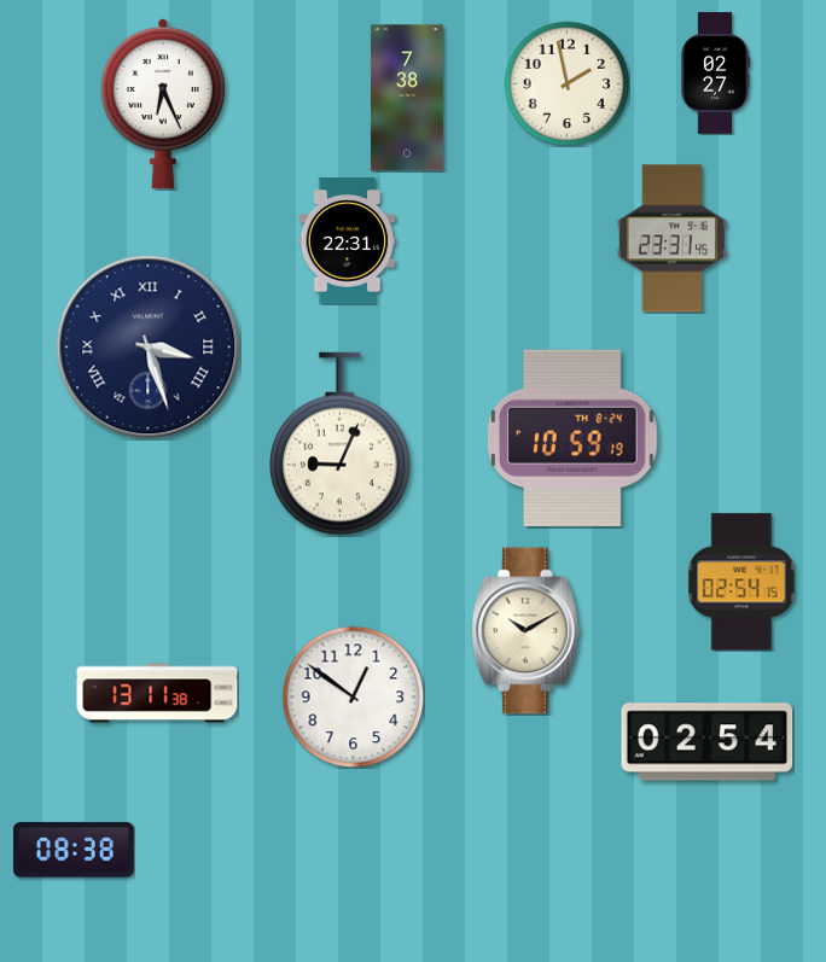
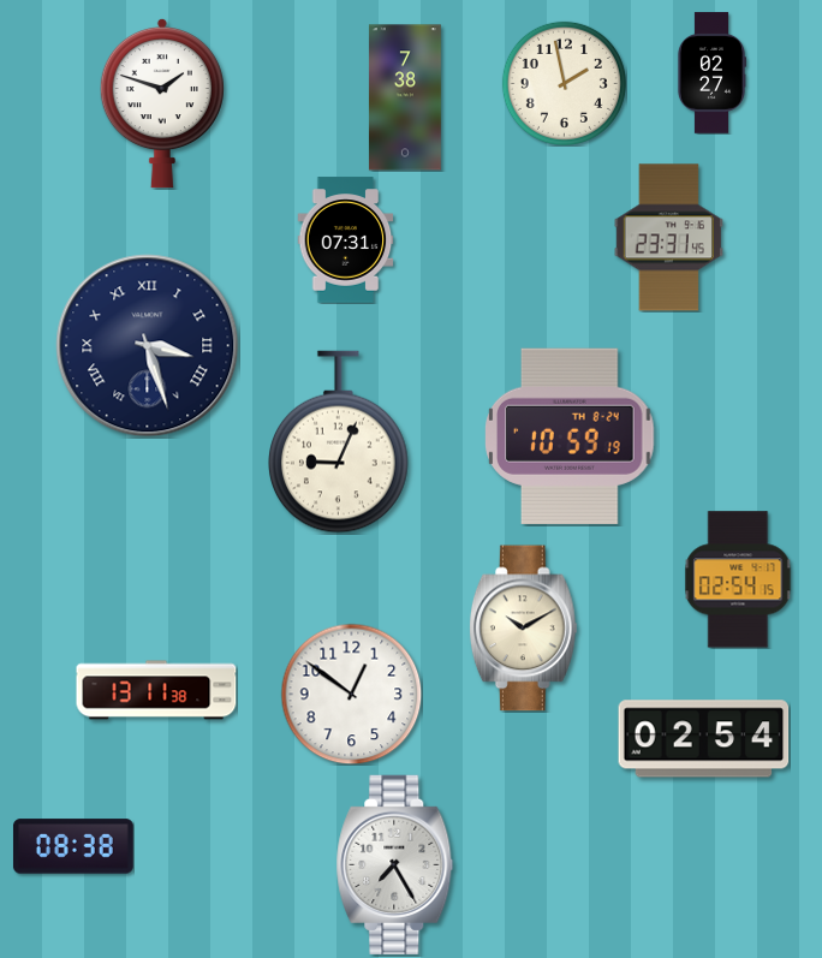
clock at (163, 104): 6:26 -> 1:48
clock at (348, 241): 22:31 -> 07:31
clock at (395, 864): none -> 7:25
